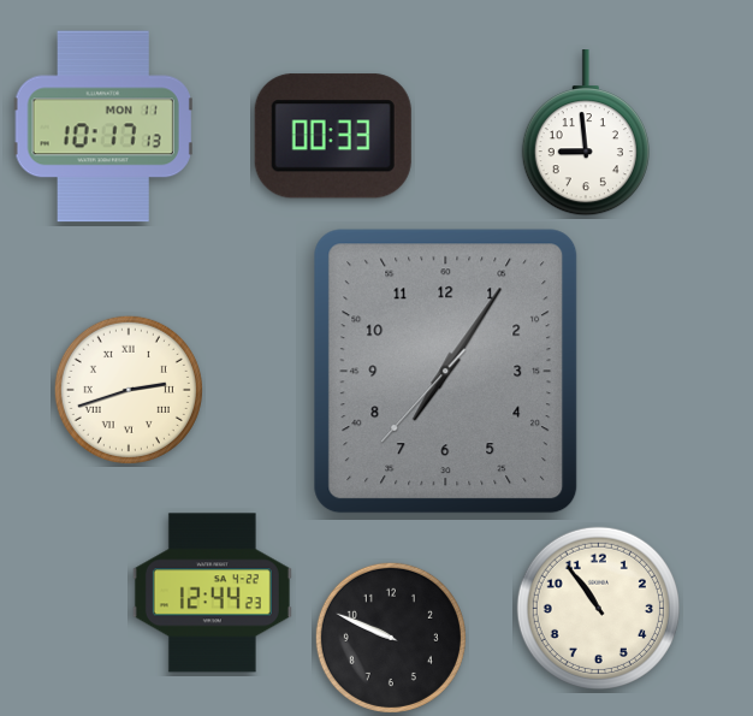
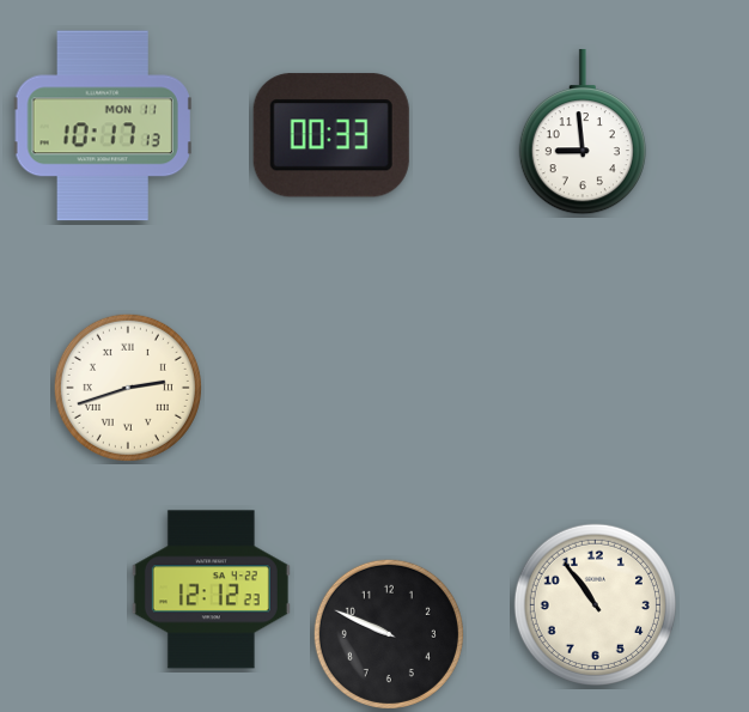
clock at (446, 372): 7:05 -> none
clock at (212, 593): 12:44 -> 12:12
